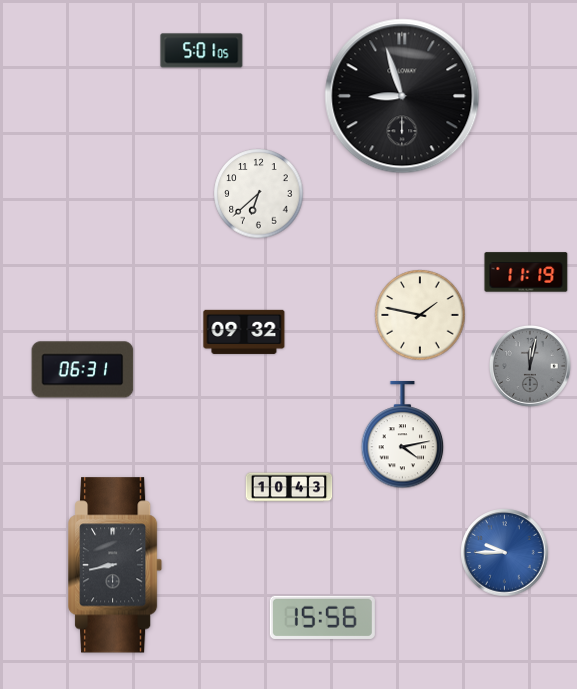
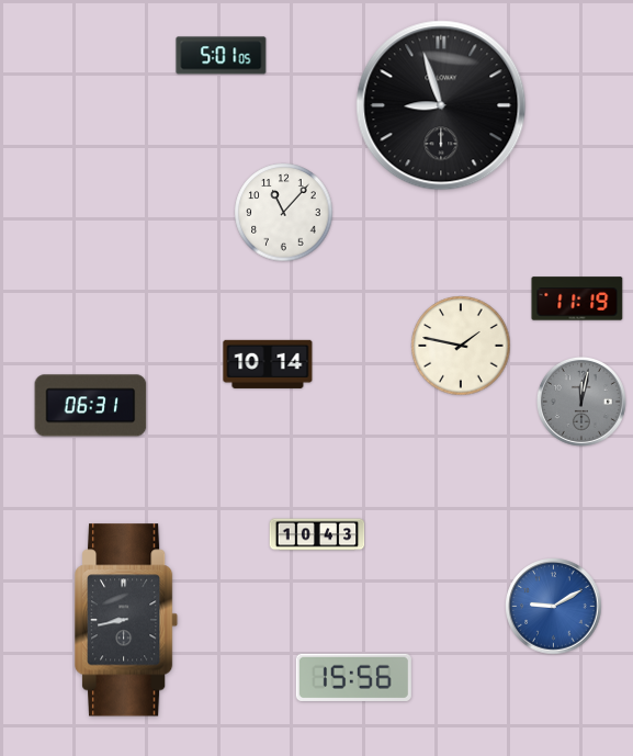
clock at (259, 194): 6:38 -> 11:07
clock at (244, 332): 09:32 -> 10:14
clock at (403, 435): 4:13 -> none
clock at (505, 553): 9:45 -> 9:10
